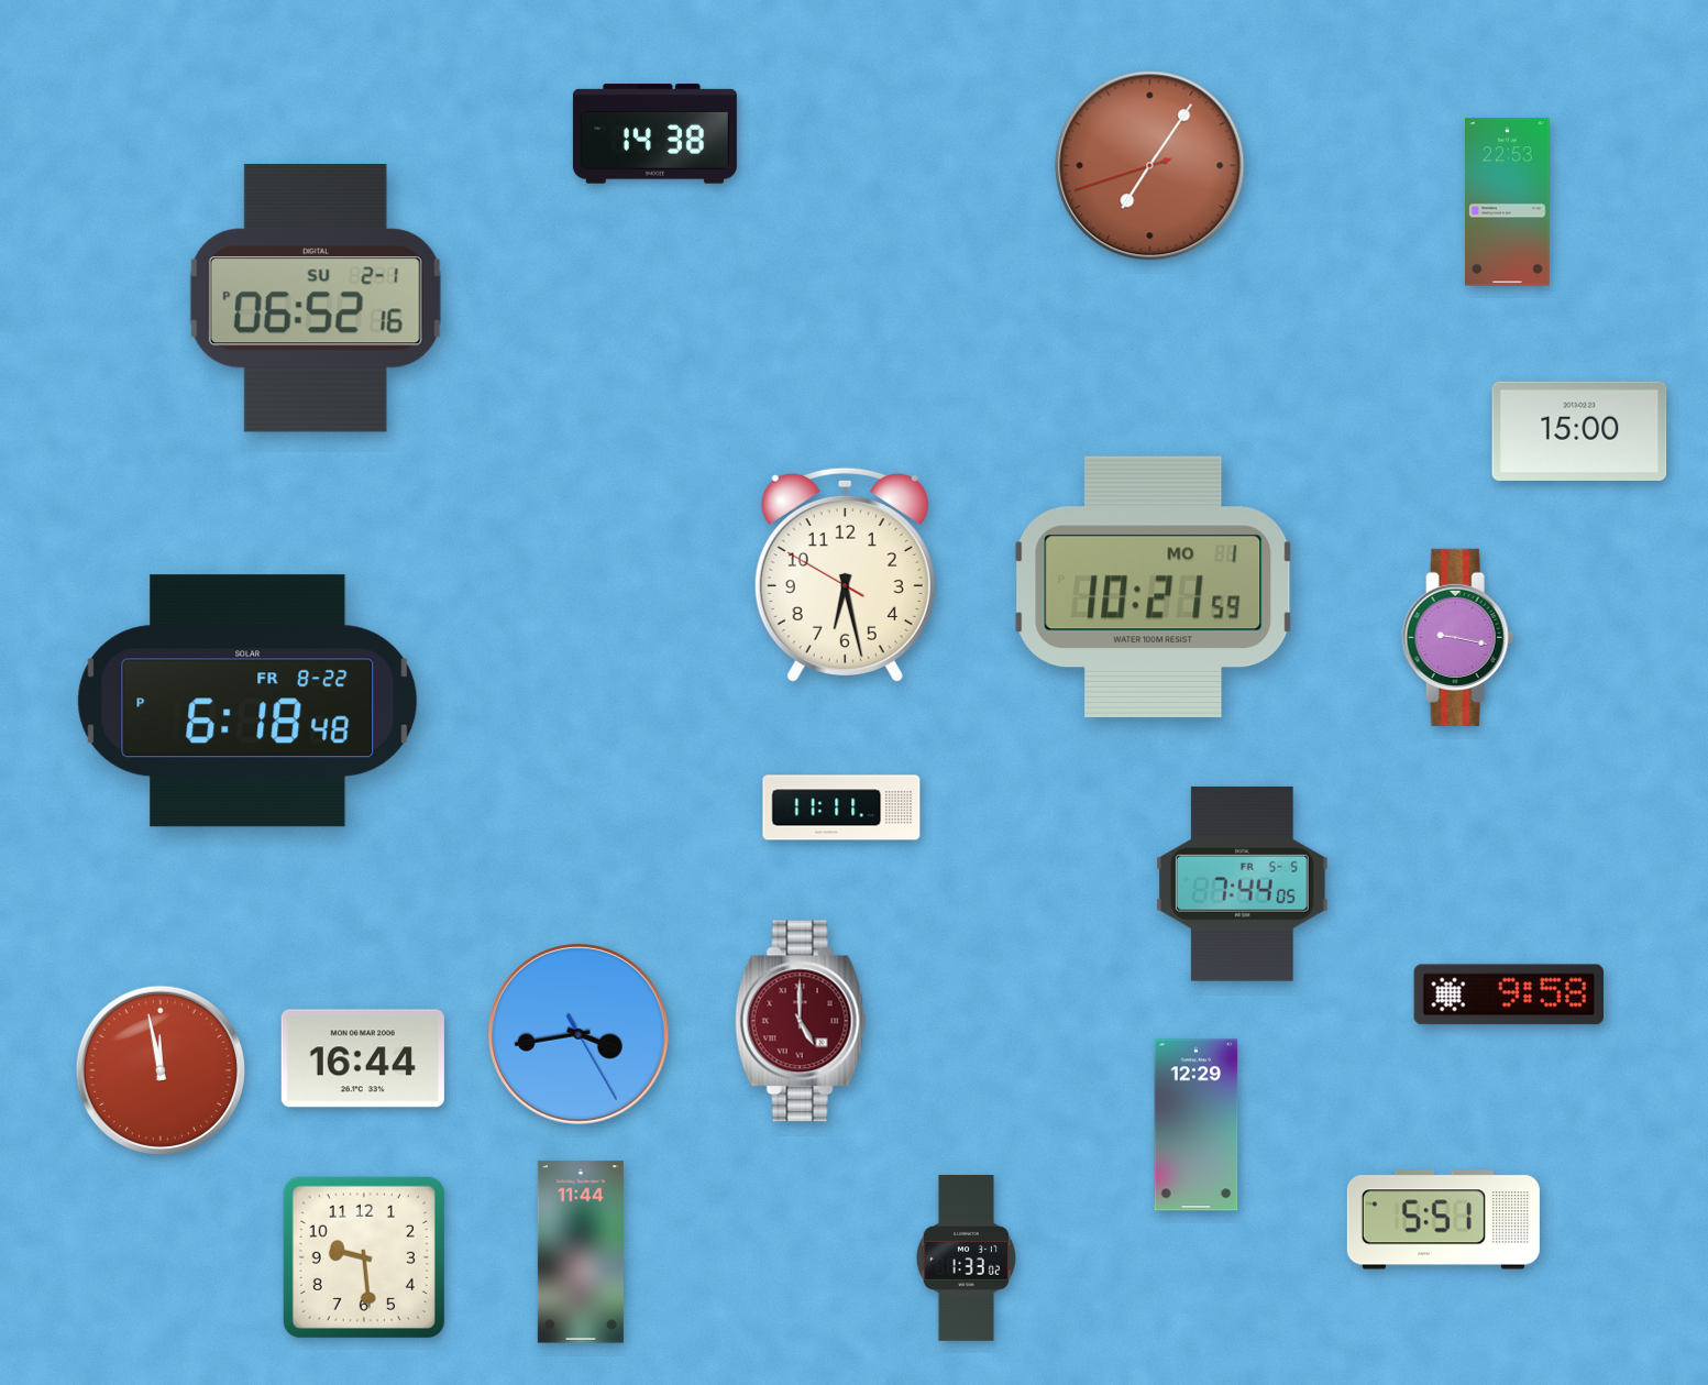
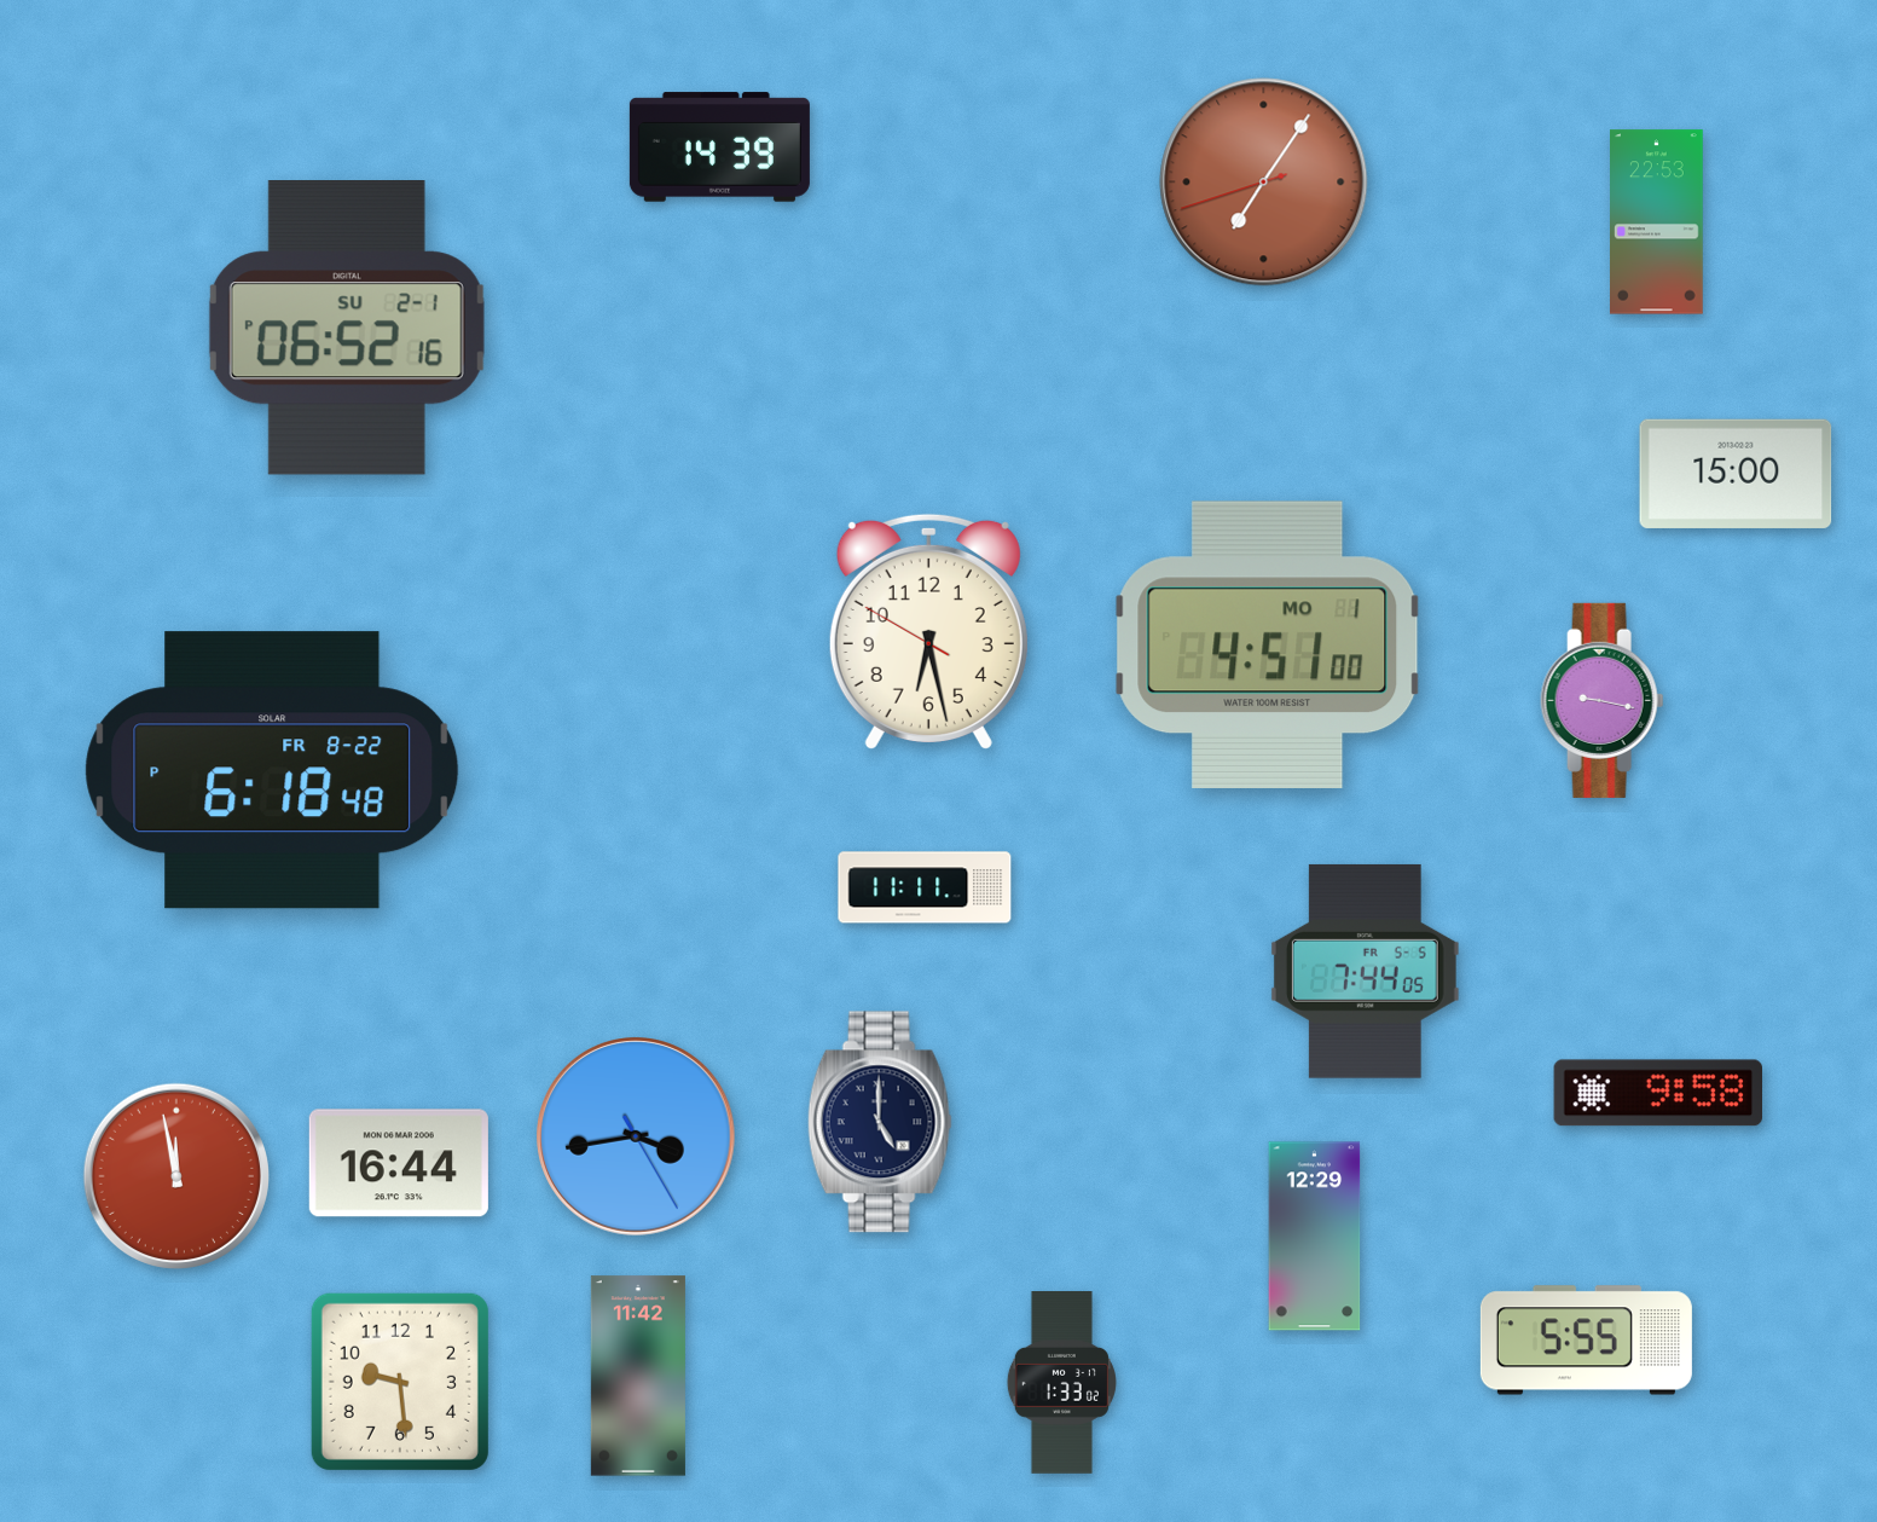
clock at (654, 134): 14:38 -> 14:39
clock at (1154, 586): 10:21 -> 4:51
clock at (801, 1021) dial: burgundy -> navy
clock at (1443, 1220): 5:51 -> 5:55
clock at (581, 1252): 11:44 -> 11:42
